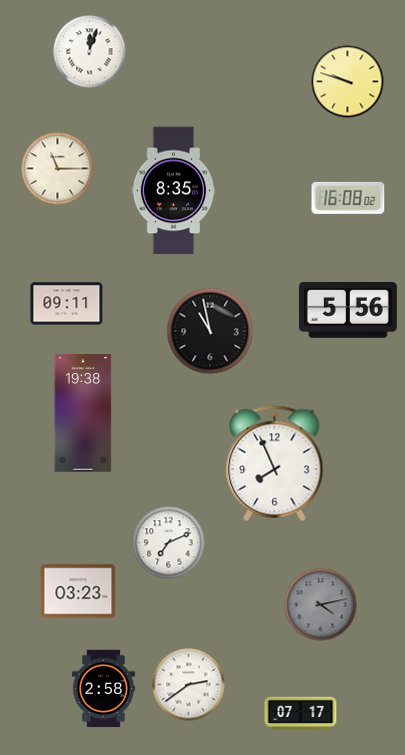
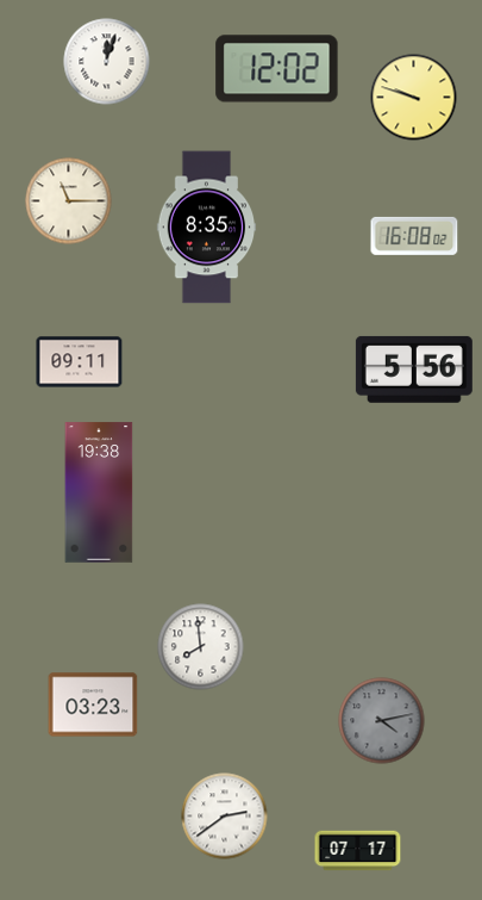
clock at (277, 69): none -> 12:02
clock at (210, 331): 10:58 -> none
clock at (275, 464): 7:56 -> none
clock at (169, 543): 7:11 -> 7:59
clock at (103, 689): 2:58 -> none
